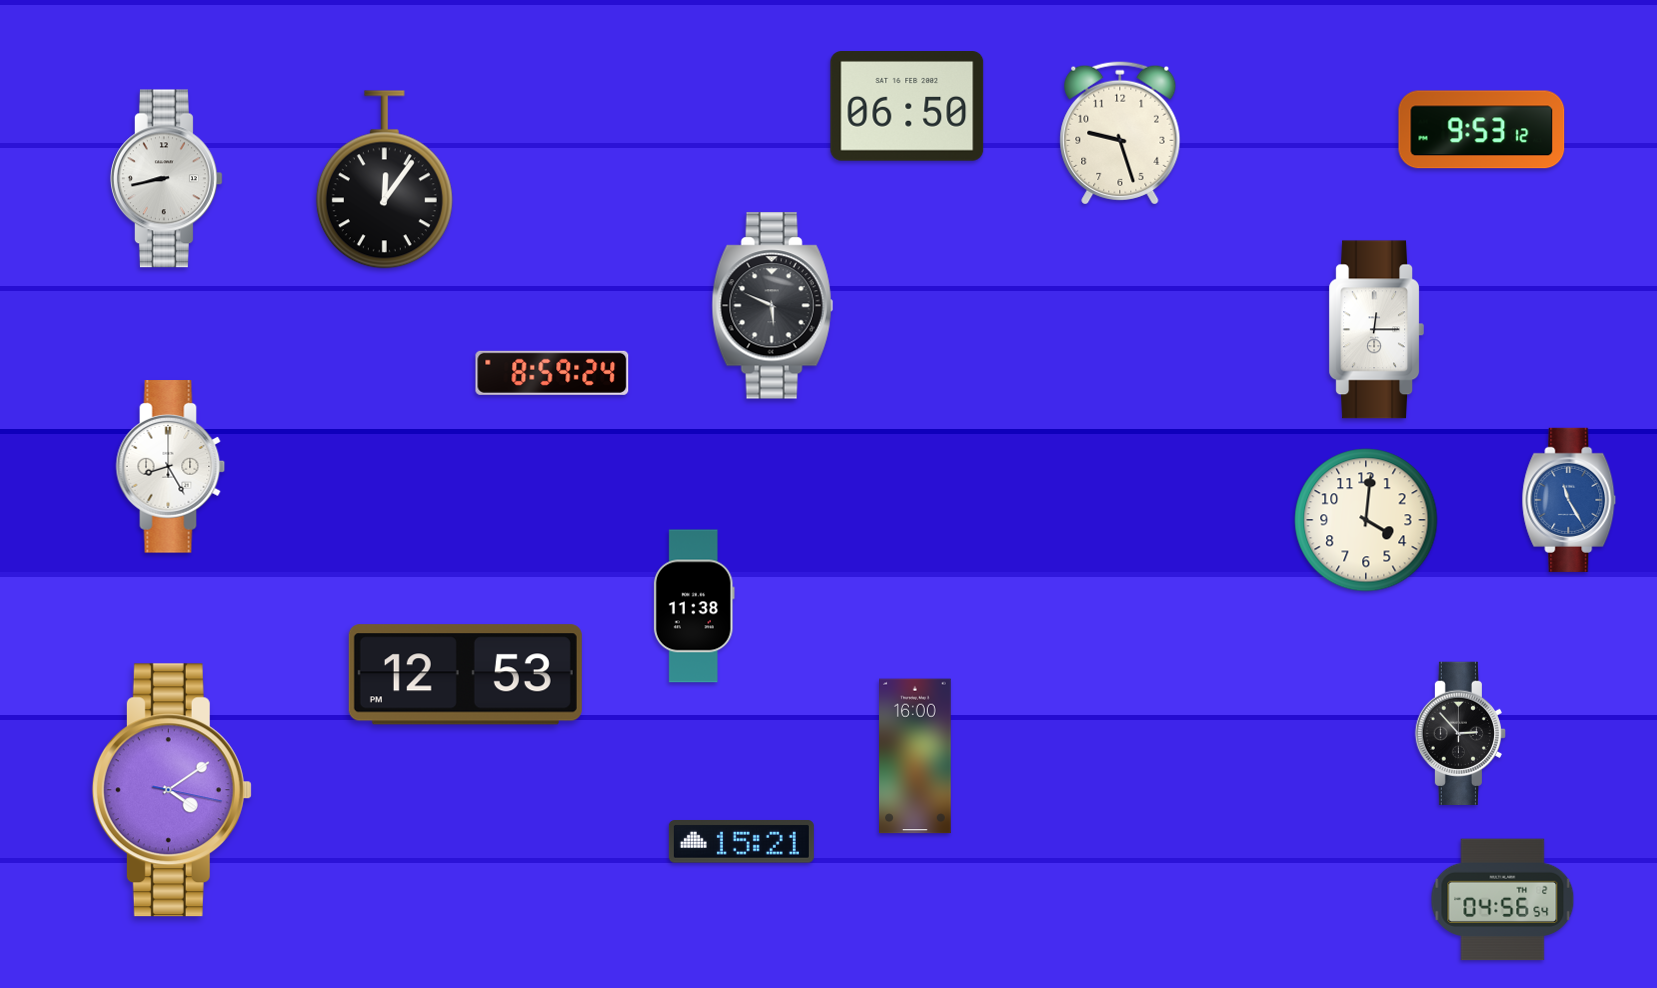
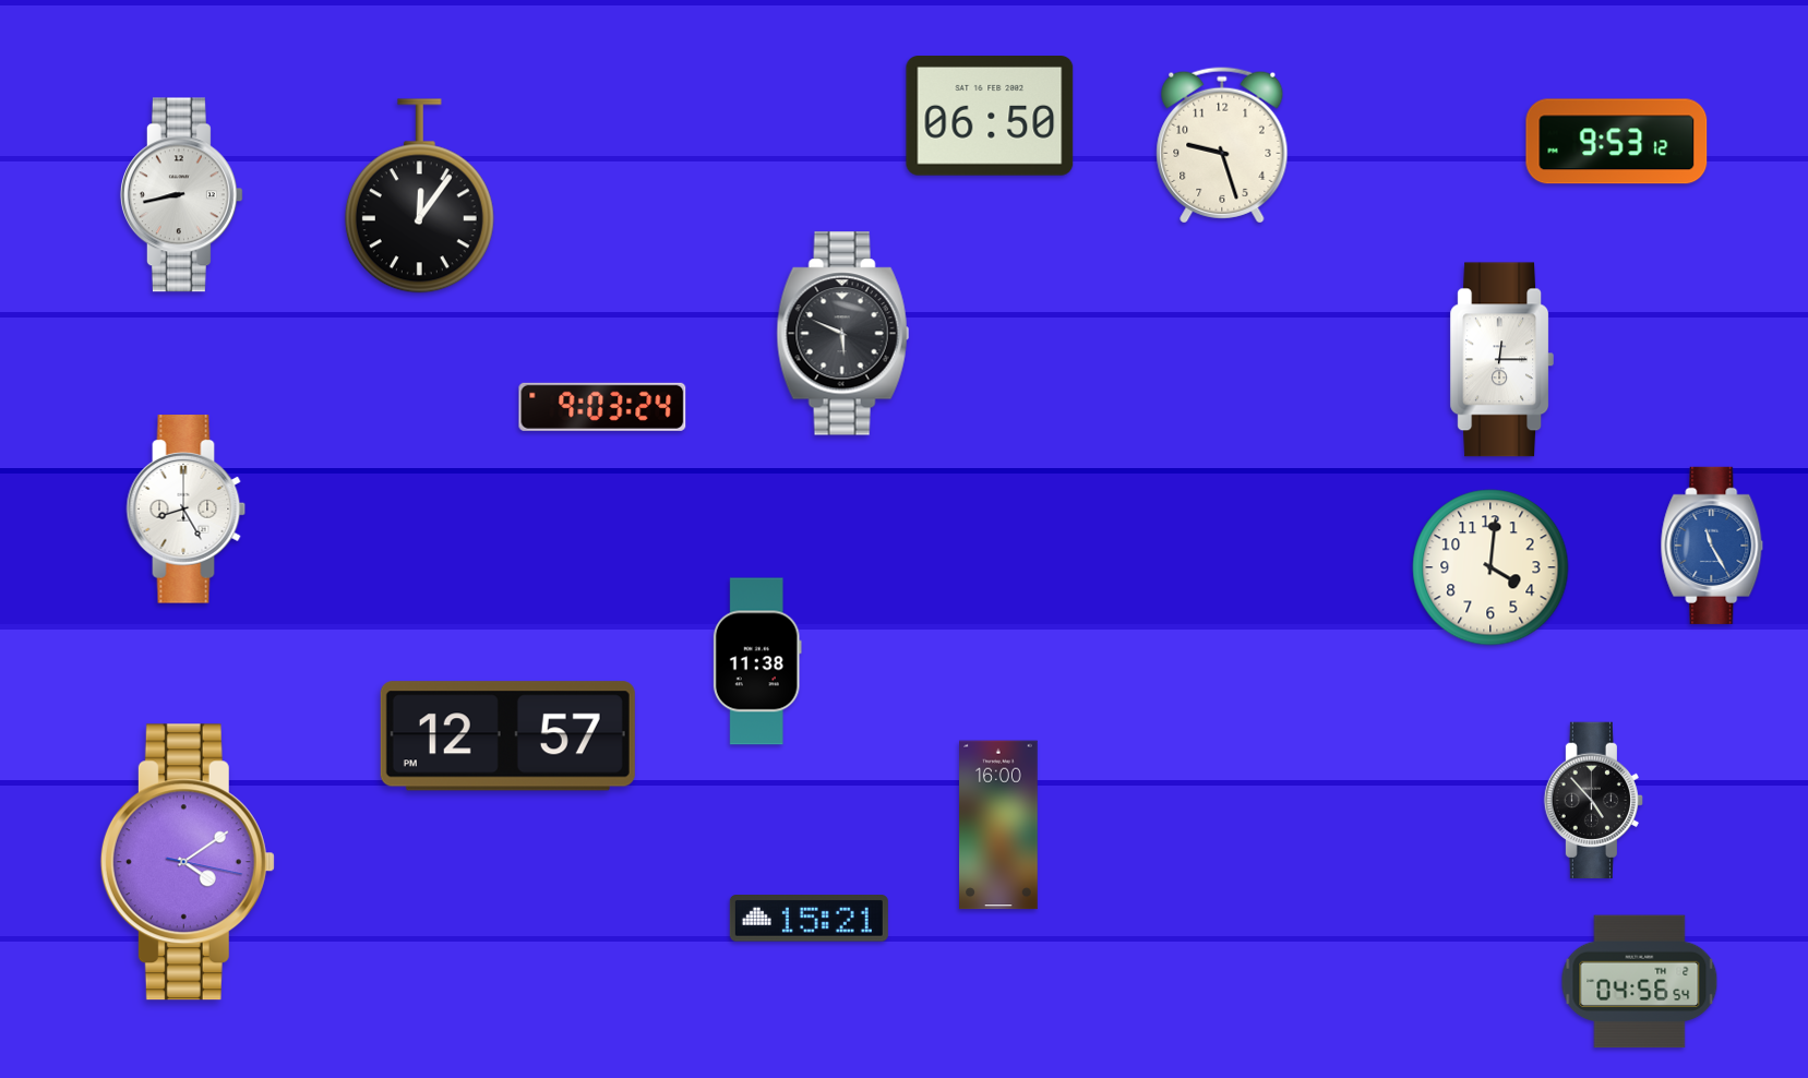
clock at (552, 373): 8:59 -> 9:03
clock at (465, 675): 12:53 -> 12:57
clock at (1460, 733): 2:53 -> 4:53
